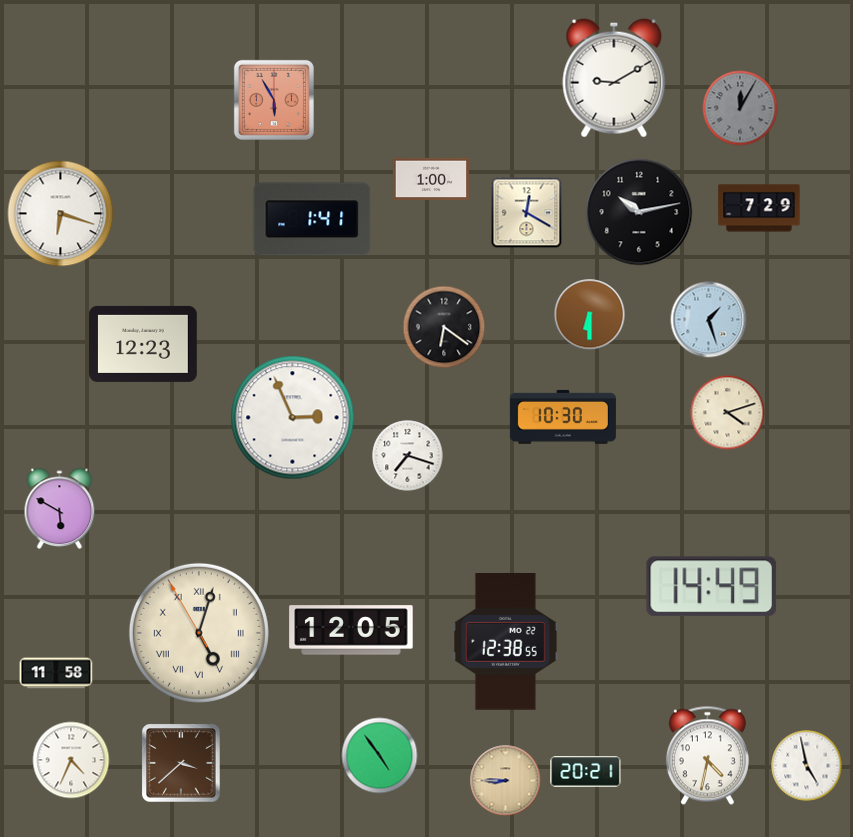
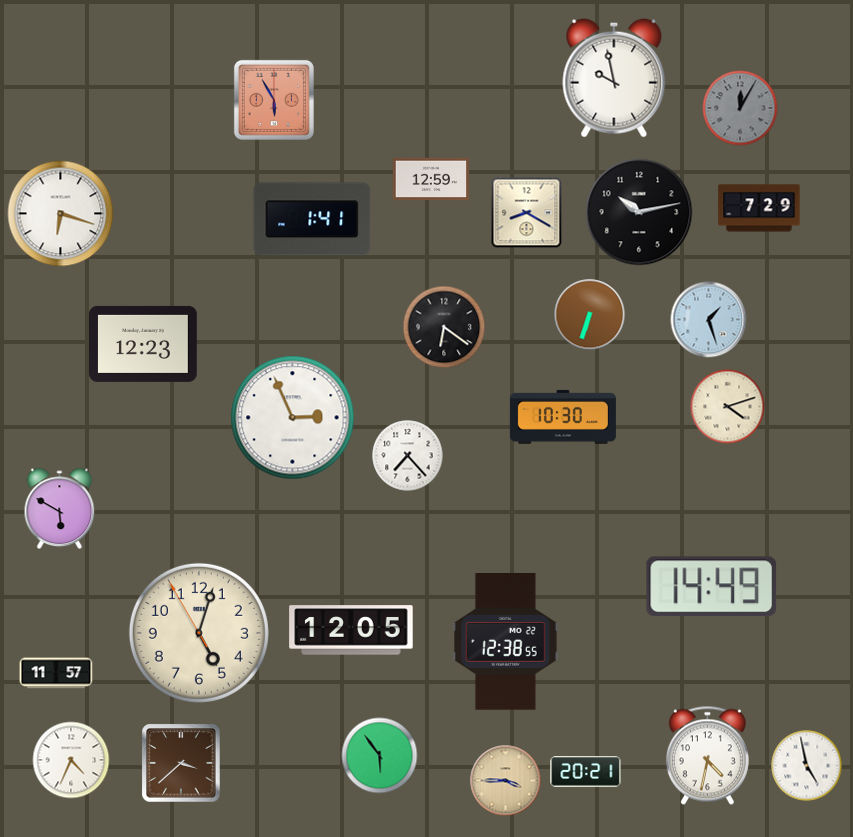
clock at (614, 78): 9:10 -> 9:58
clock at (431, 179): 1:00 -> 12:59
clock at (527, 213): 12:20 -> 8:20
clock at (590, 315): 6:30 -> 6:33
clock at (728, 413) position: (728, 413) -> (728, 407)
clock at (408, 456): 7:18 -> 7:23
clock at (199, 633) numerals: Roman -> Arabic
clock at (56, 673): 11:58 -> 11:57
clock at (380, 756): 4:54 -> 5:54
clock at (506, 781): 8:45 -> 3:45
